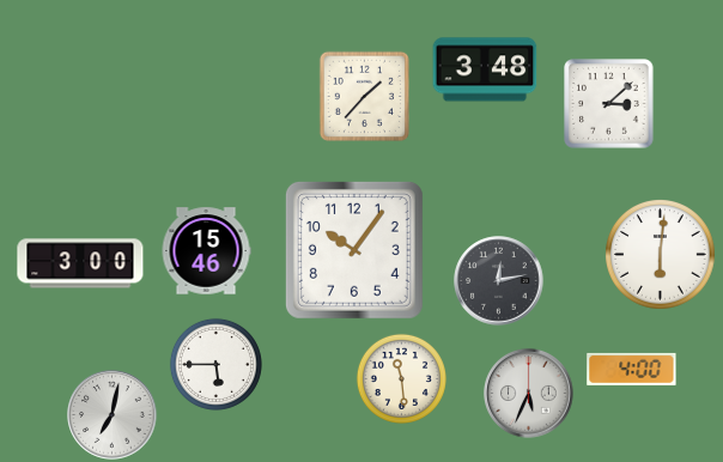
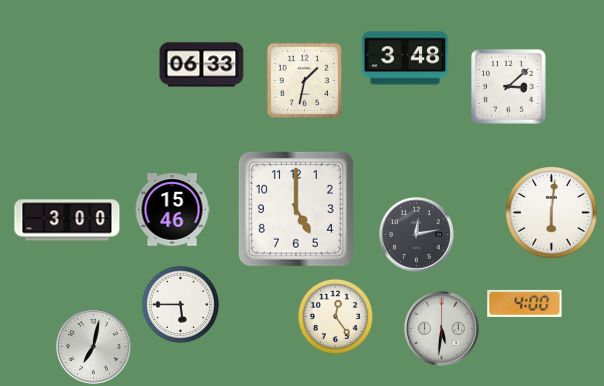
clock at (202, 65): none -> 06:33
clock at (364, 96): 1:37 -> 1:32
clock at (354, 250): 10:06 -> 5:00
clock at (632, 369) position: (632, 369) -> (525, 303)
clock at (401, 378): 11:29 -> 12:24
clock at (529, 394): 5:34 -> 5:31
